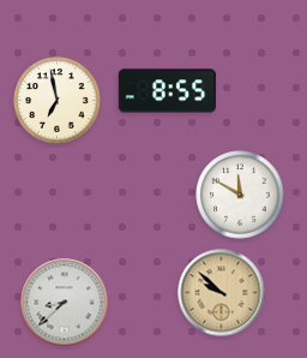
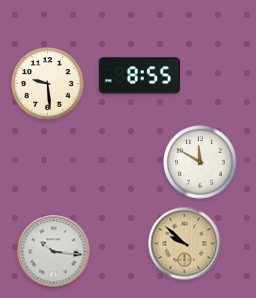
clock at (58, 101): 6:58 -> 9:29
clock at (65, 303): 8:38 -> 10:16
